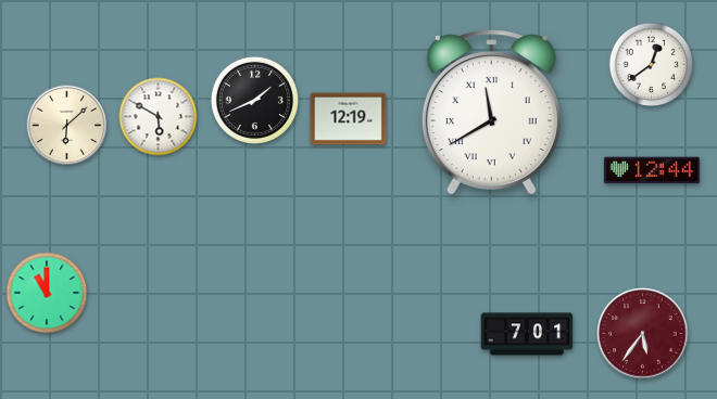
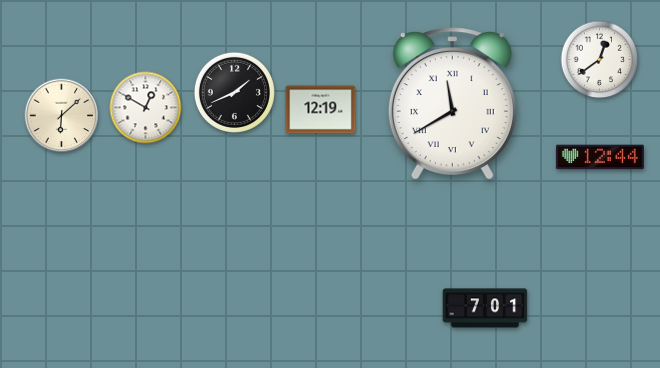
clock at (159, 117): 5:50 -> 12:50
clock at (47, 293): 11:00 -> none
clock at (643, 334): 5:36 -> none
